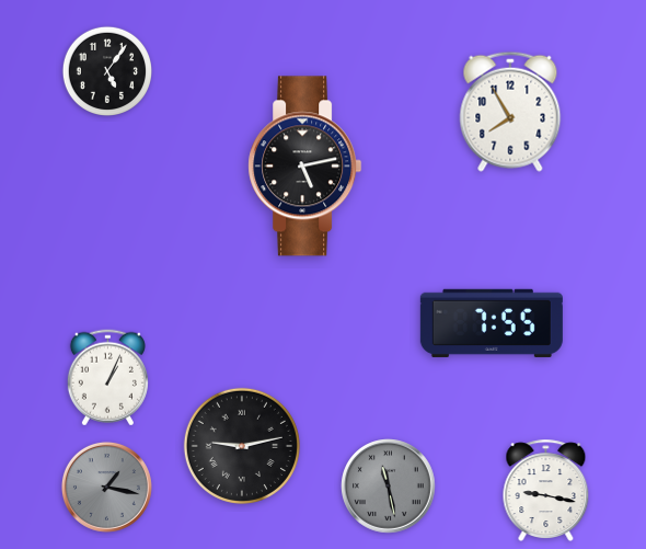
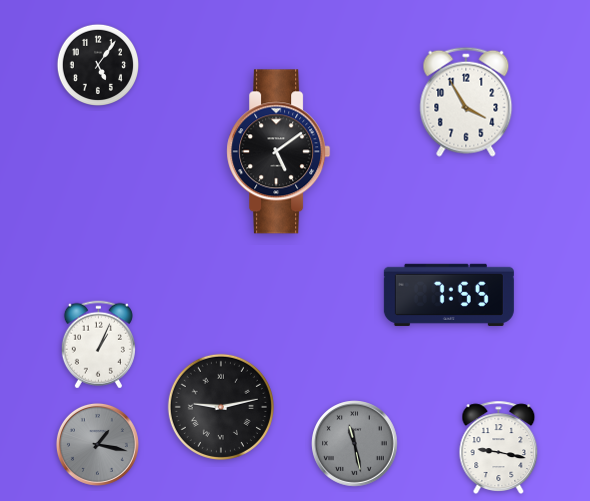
clock at (510, 112): 7:55 -> 3:55
clock at (305, 167): 5:13 -> 5:09
